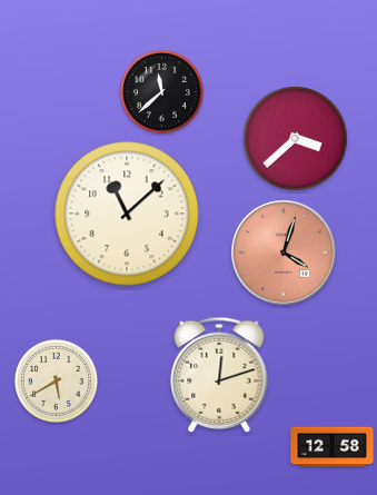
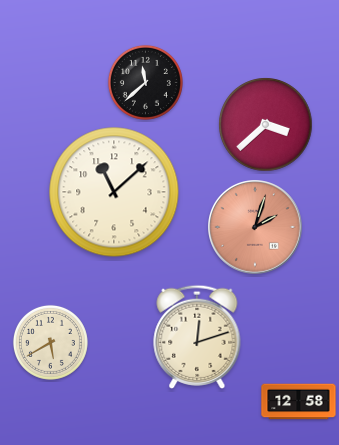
clock at (285, 254): 4:03 -> 2:03
